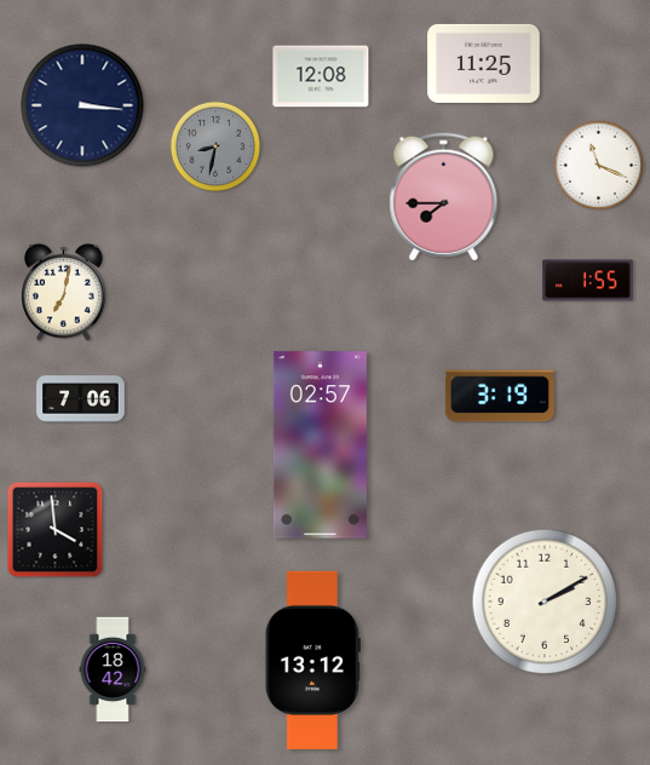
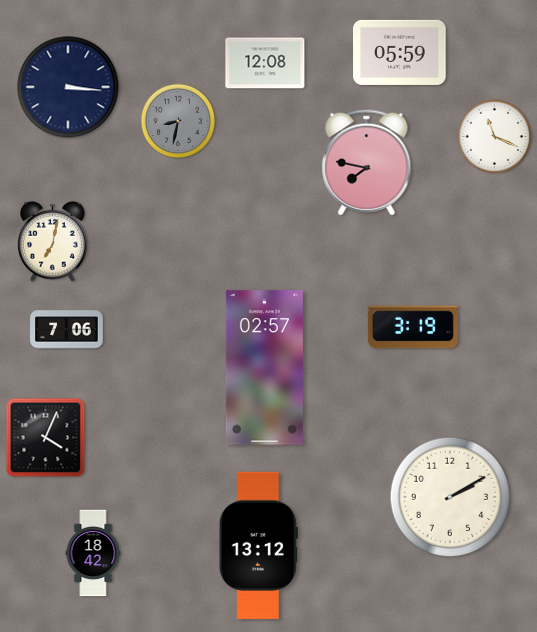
clock at (484, 63): 11:25 -> 05:59
clock at (444, 197): 7:45 -> 7:47
clock at (588, 281): 1:55 -> none
clock at (56, 530): 3:59 -> 4:04
